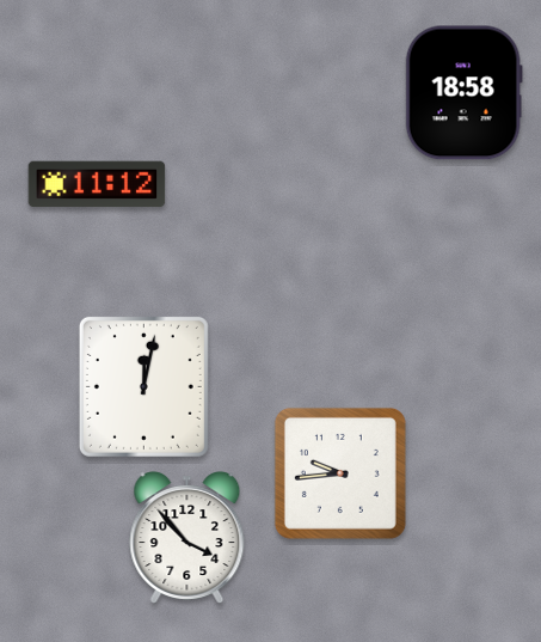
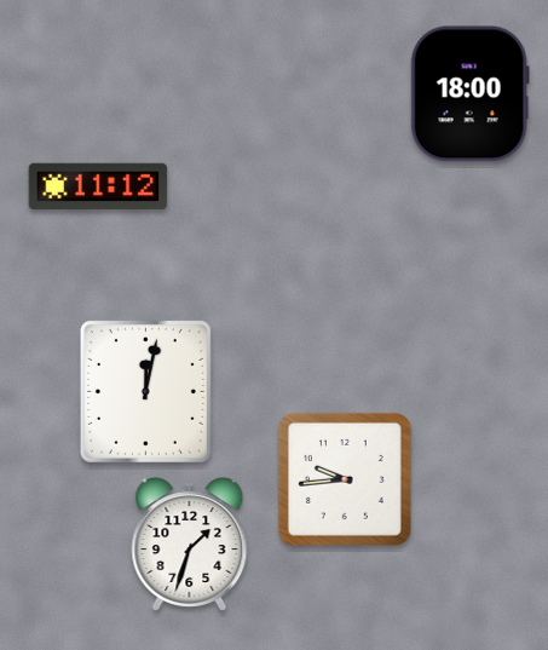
clock at (463, 93): 18:58 -> 18:00
clock at (187, 538): 3:53 -> 1:33
